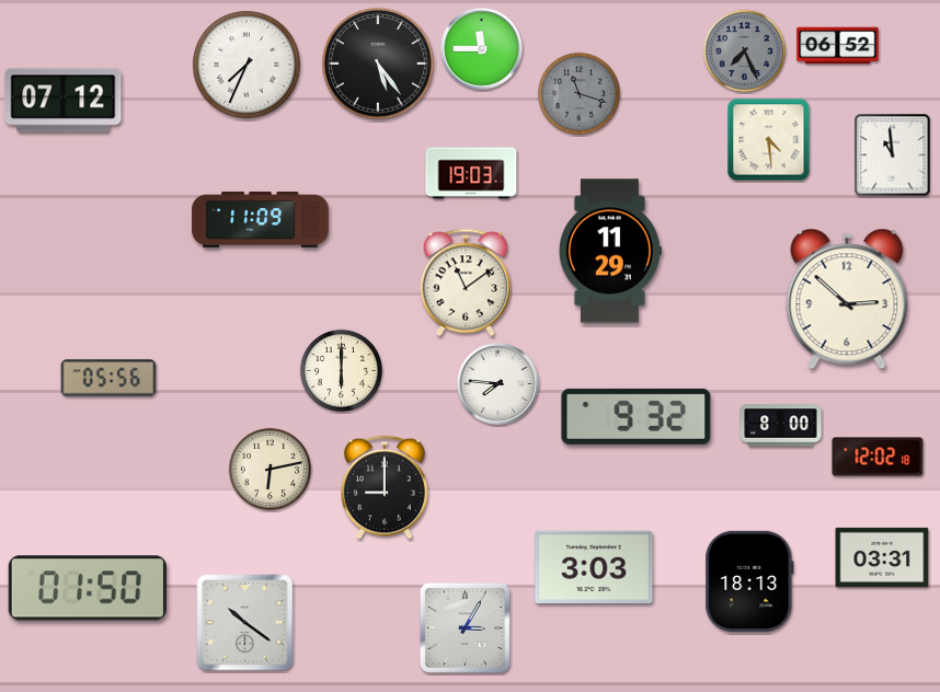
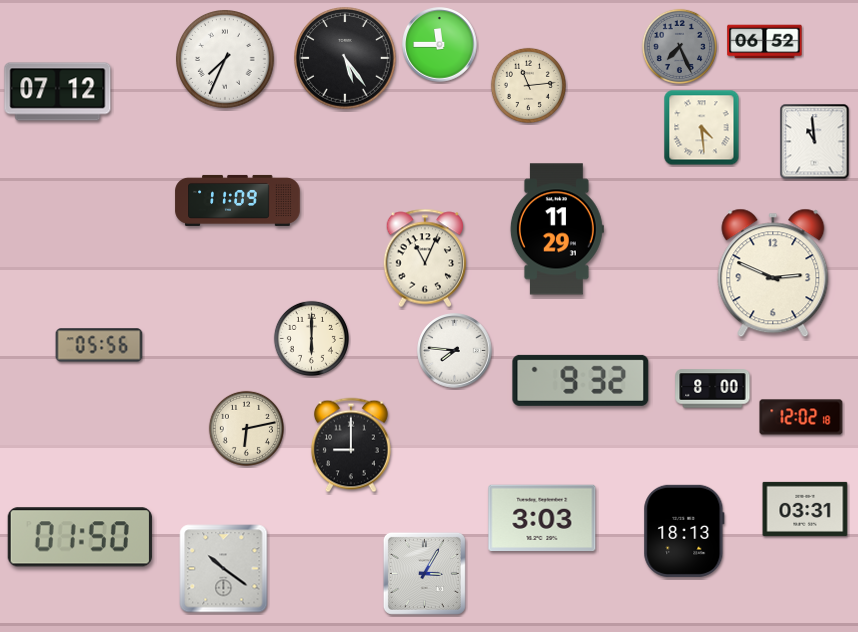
clock at (578, 93): 11:18 -> 11:14
clock at (578, 93) dial: grey -> cream
clock at (471, 173): 19:03 -> none
clock at (466, 282): 11:09 -> 11:04
clock at (847, 299): 2:52 -> 2:49
